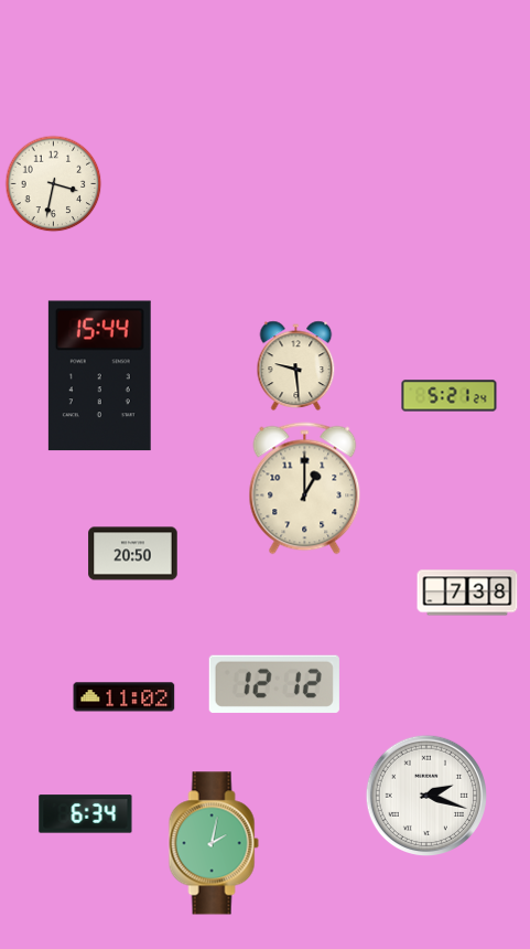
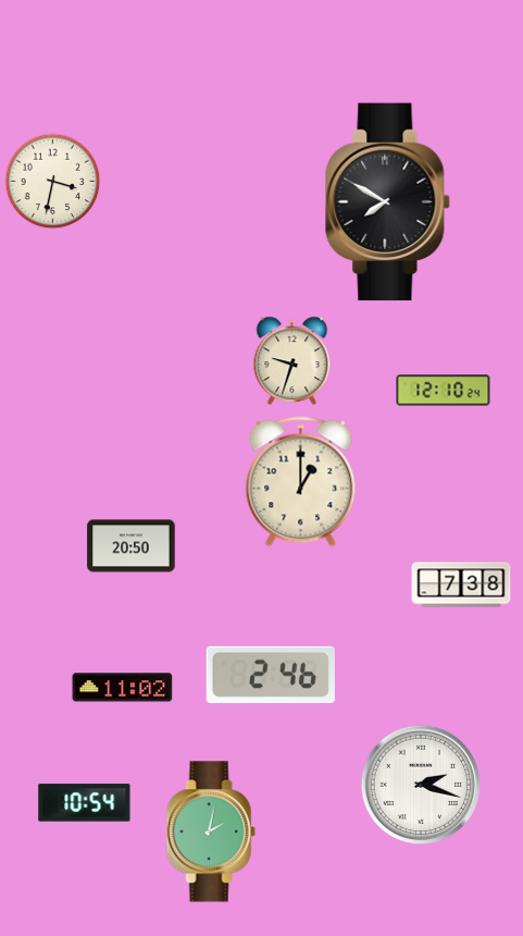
clock at (388, 202): none -> 7:50
clock at (296, 365): 9:29 -> 9:33
clock at (99, 376): 15:44 -> none
clock at (450, 396): 5:21 -> 12:10
clock at (274, 684): 12:12 -> 2:46
clock at (86, 814): 6:34 -> 10:54
